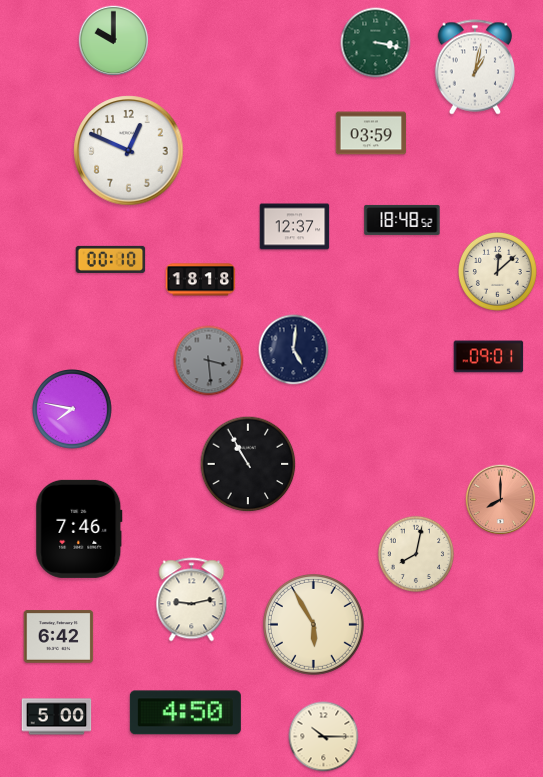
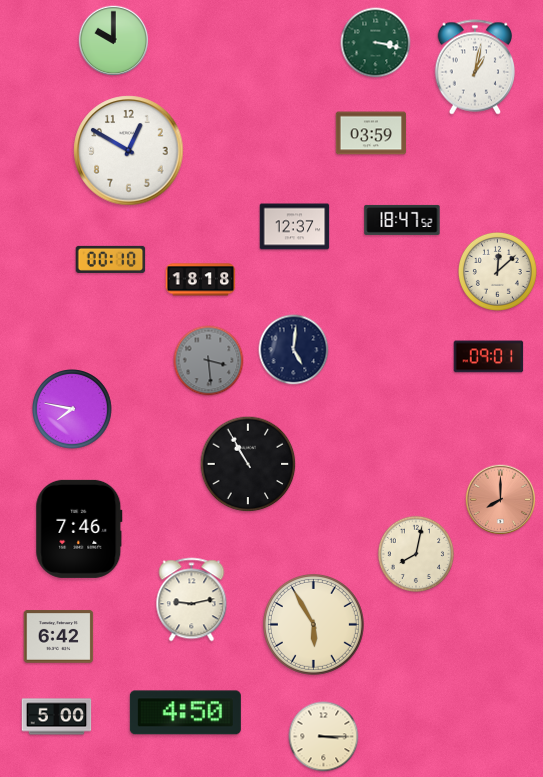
clock at (129, 151): 12:49 -> 12:50
clock at (402, 220): 18:48 -> 18:47
clock at (324, 737): 10:15 -> 3:15
